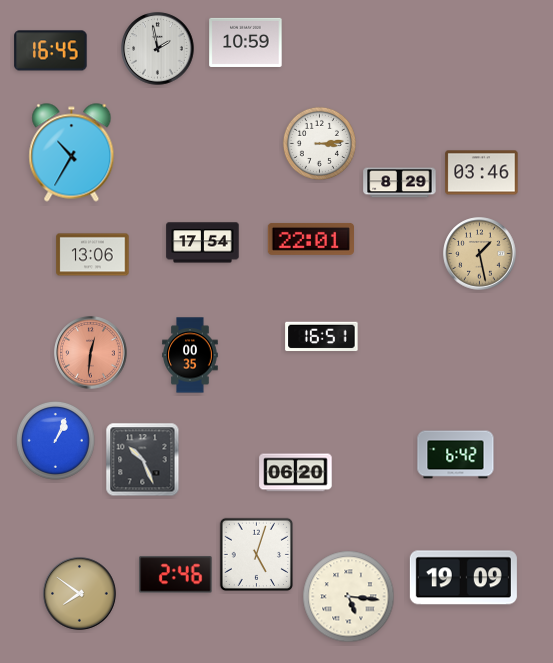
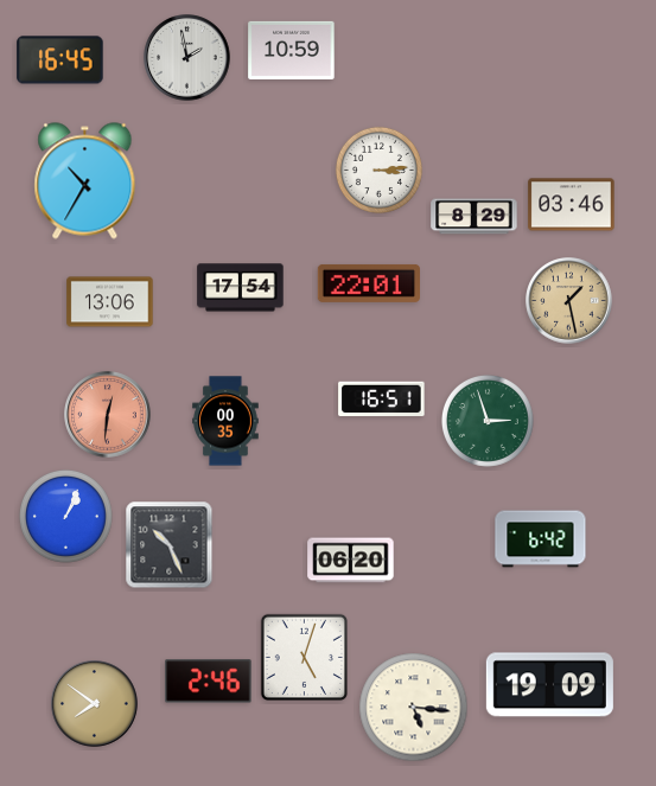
clock at (91, 353) position: (91, 353) -> (108, 415)
clock at (488, 421): none -> 2:57
clock at (55, 440) position: (55, 440) -> (65, 516)
